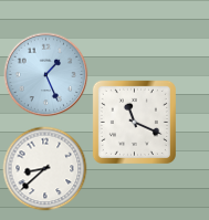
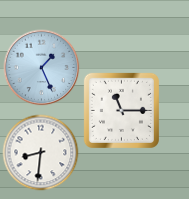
clock at (134, 122): 11:19 -> 11:15
clock at (45, 169): 8:38 -> 8:31
